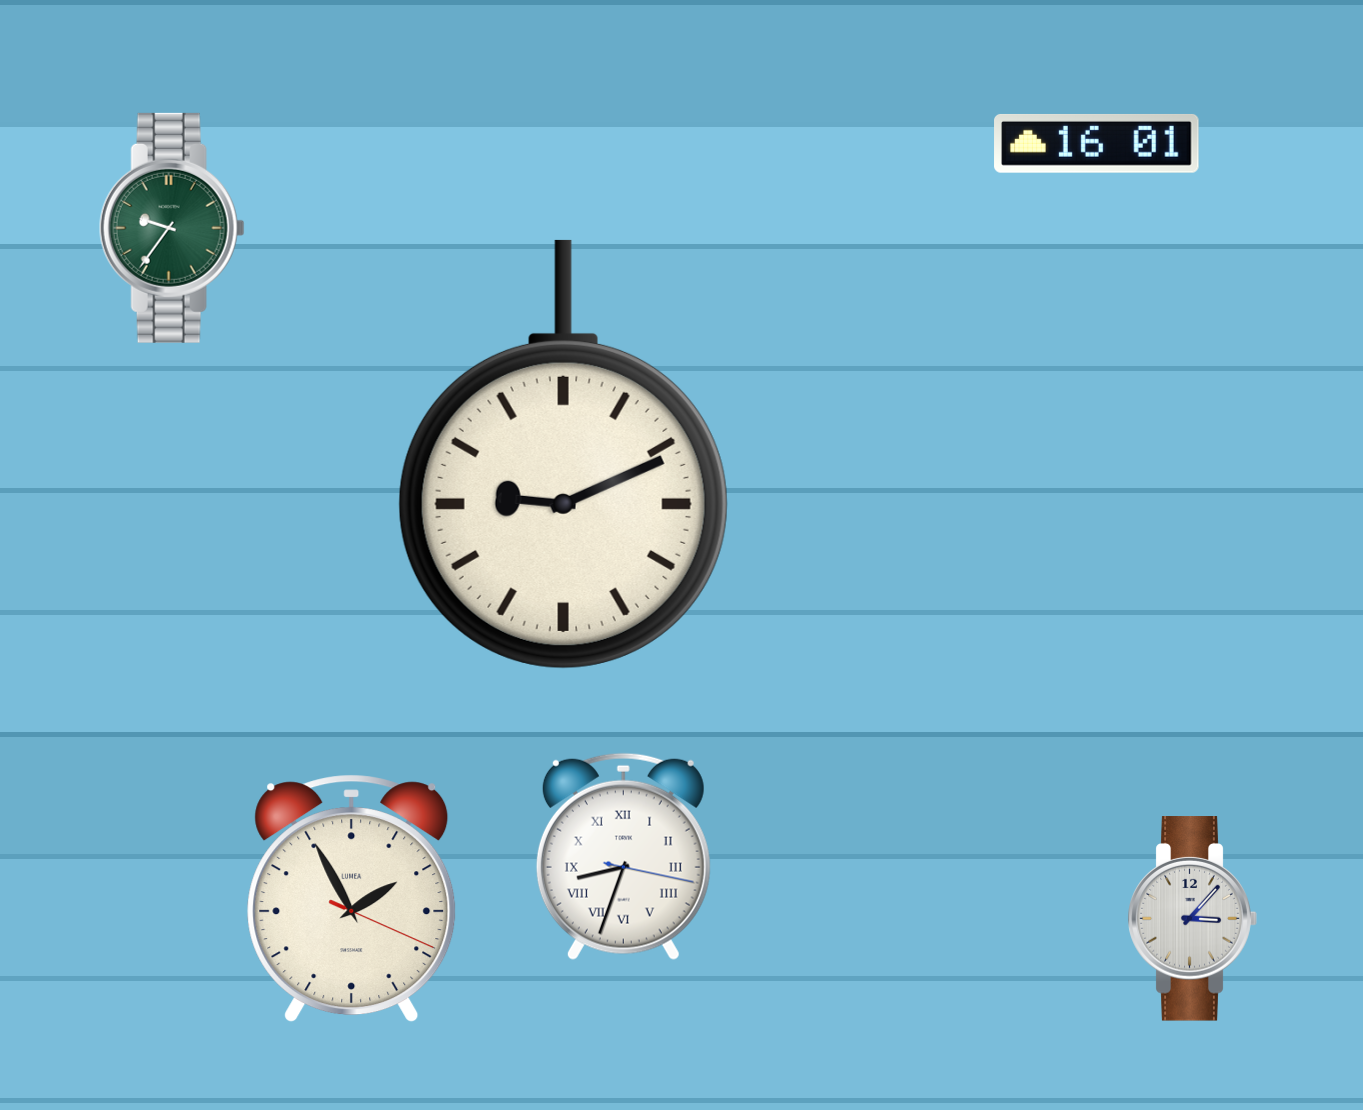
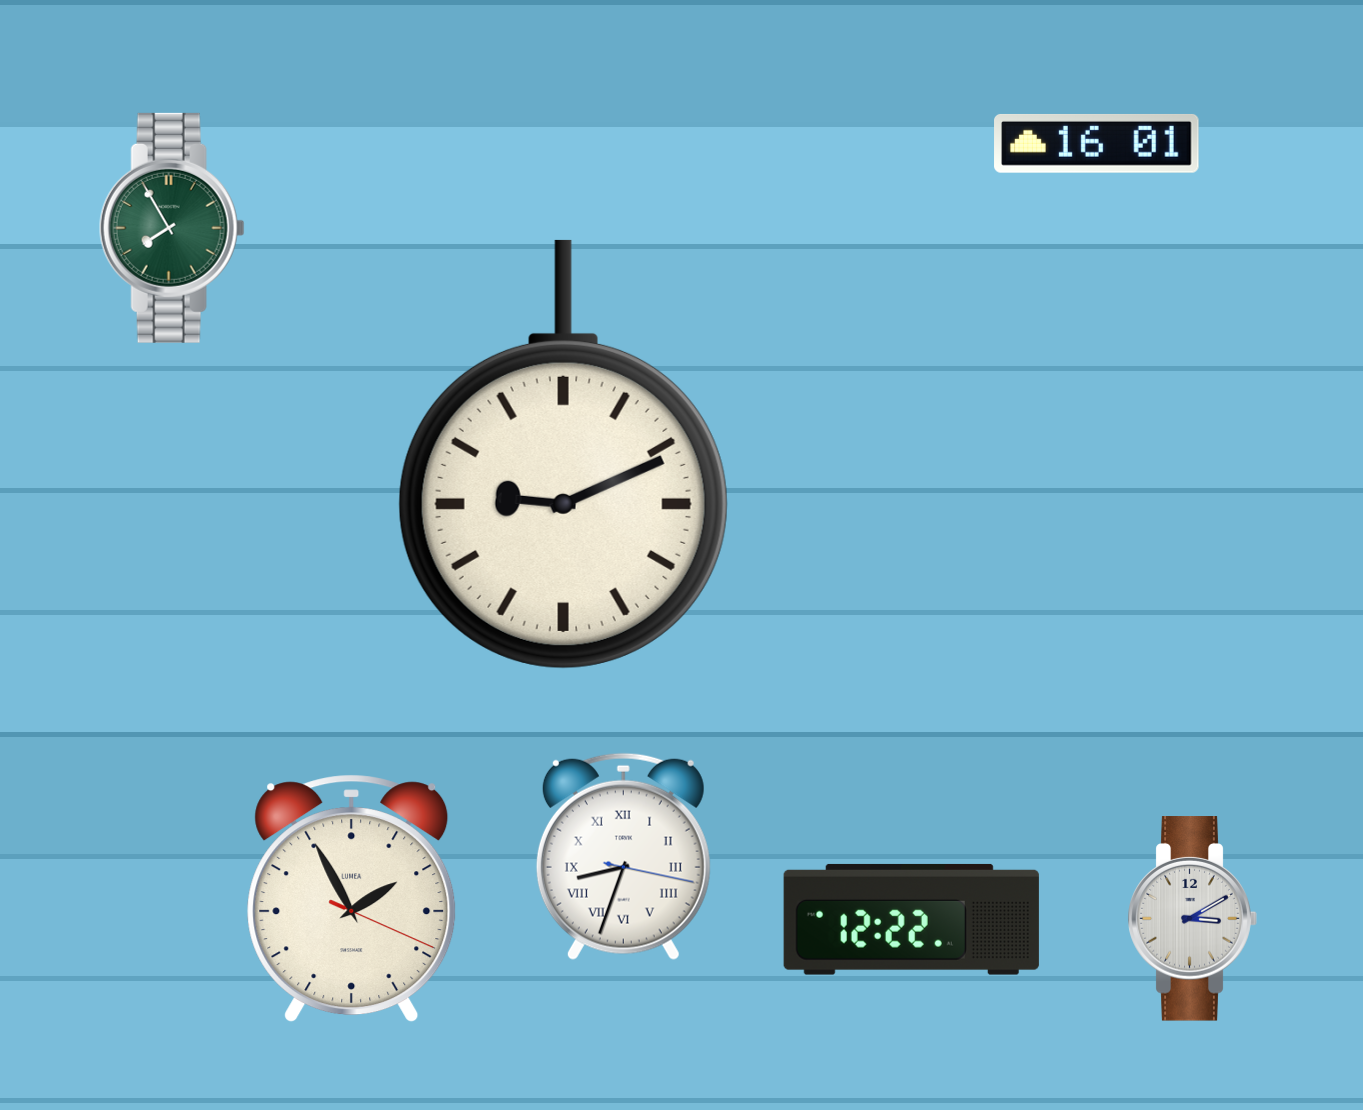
clock at (172, 228): 9:36 -> 7:55
clock at (911, 919): none -> 12:22
clock at (1192, 919): 3:07 -> 3:10
